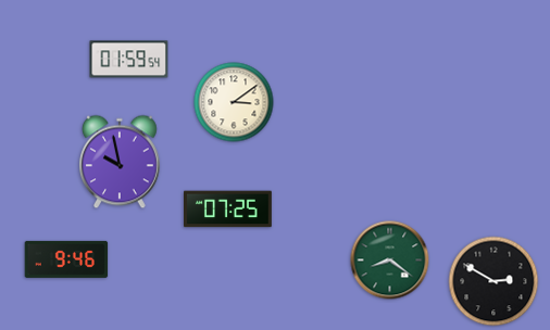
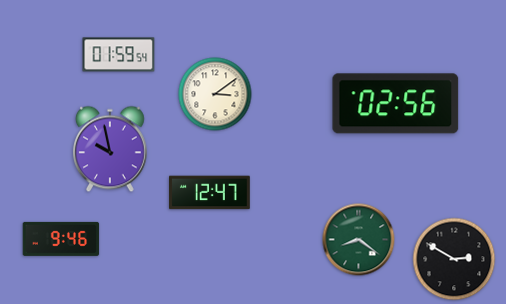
clock at (396, 104): none -> 02:56
clock at (228, 210): 07:25 -> 12:47
